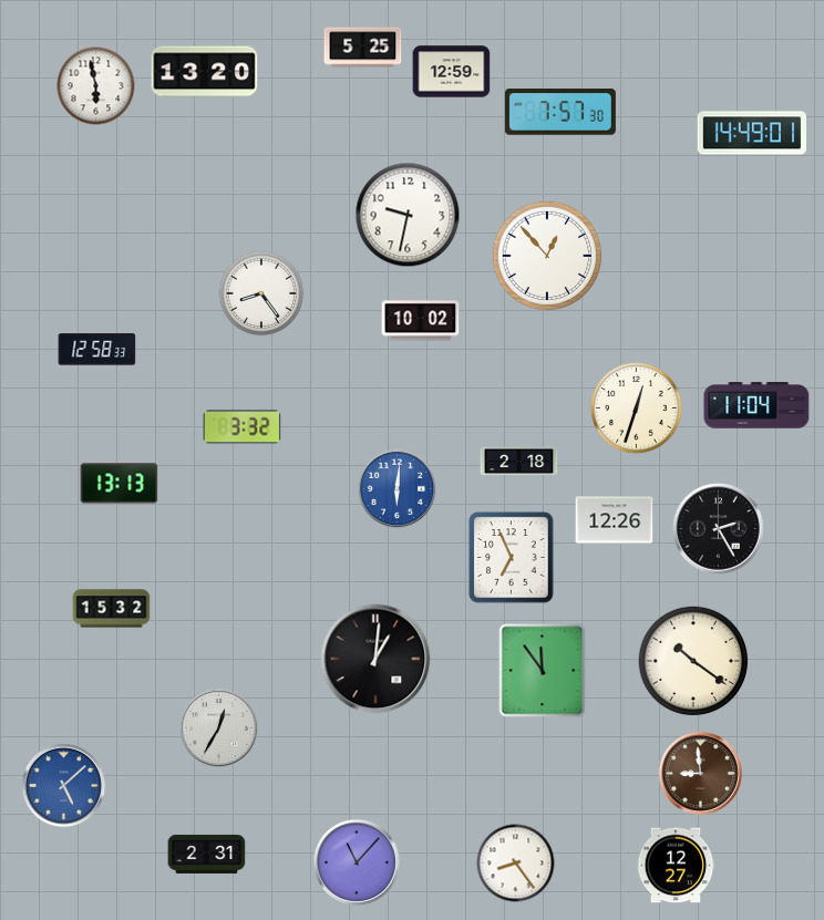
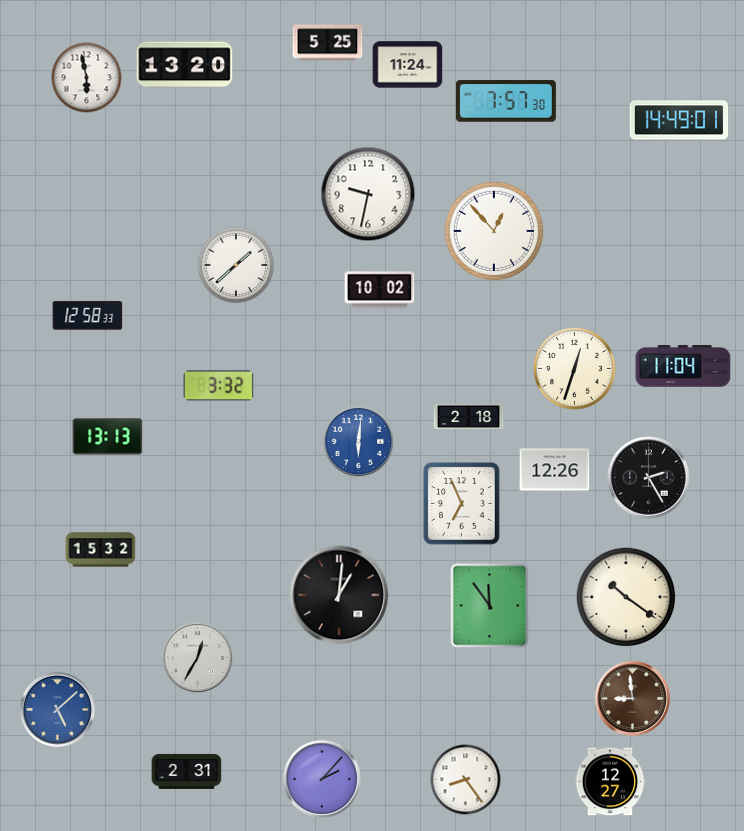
clock at (452, 72): 12:59 -> 11:24
clock at (261, 293): 8:24 -> 1:38
clock at (357, 862): 11:07 -> 2:07
